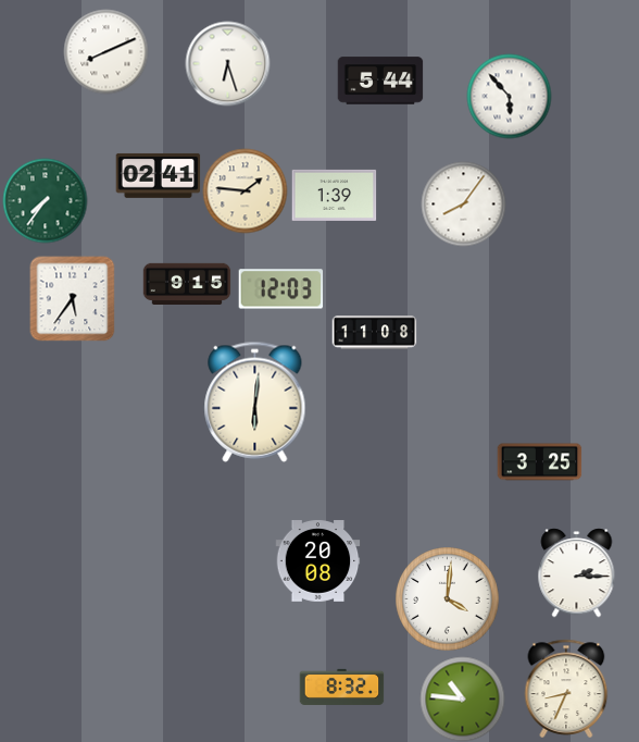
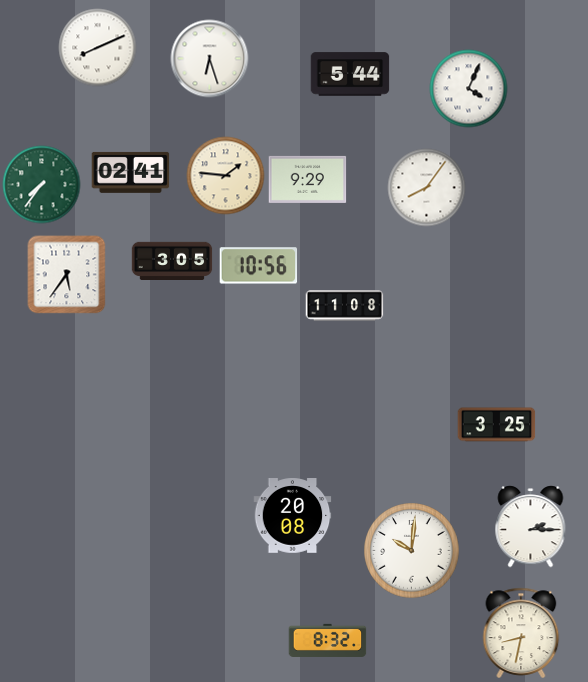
clock at (509, 96): 5:53 -> 4:04
clock at (158, 175) position: (158, 175) -> (130, 172)
clock at (334, 195): 1:39 -> 9:29
clock at (187, 284): 9:15 -> 3:05
clock at (280, 289): 12:03 -> 10:56
clock at (255, 401): 6:01 -> none
clock at (447, 598): 4:01 -> 10:01
clock at (341, 687) position: (341, 687) -> (327, 640)
clock at (566, 689): 8:34 -> 8:32
clock at (462, 698): 10:46 -> none
